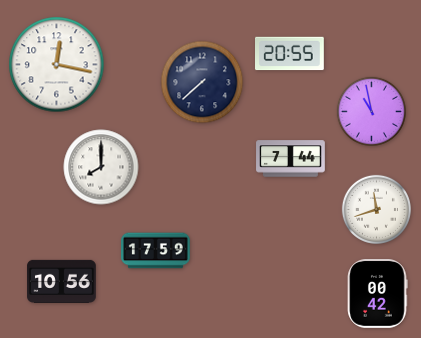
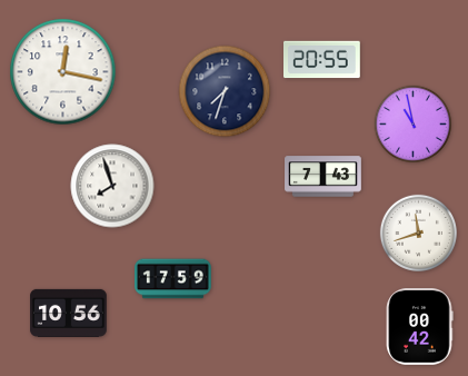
clock at (202, 82): 7:38 -> 7:33
clock at (291, 159): 7:44 -> 7:43
clock at (101, 167): 8:00 -> 7:57
